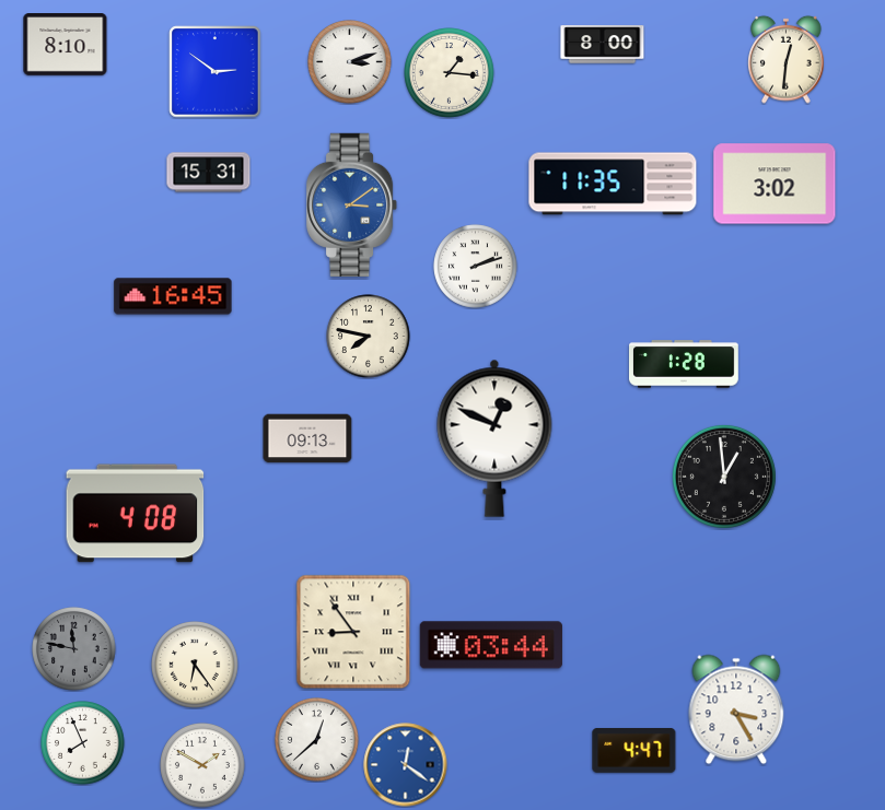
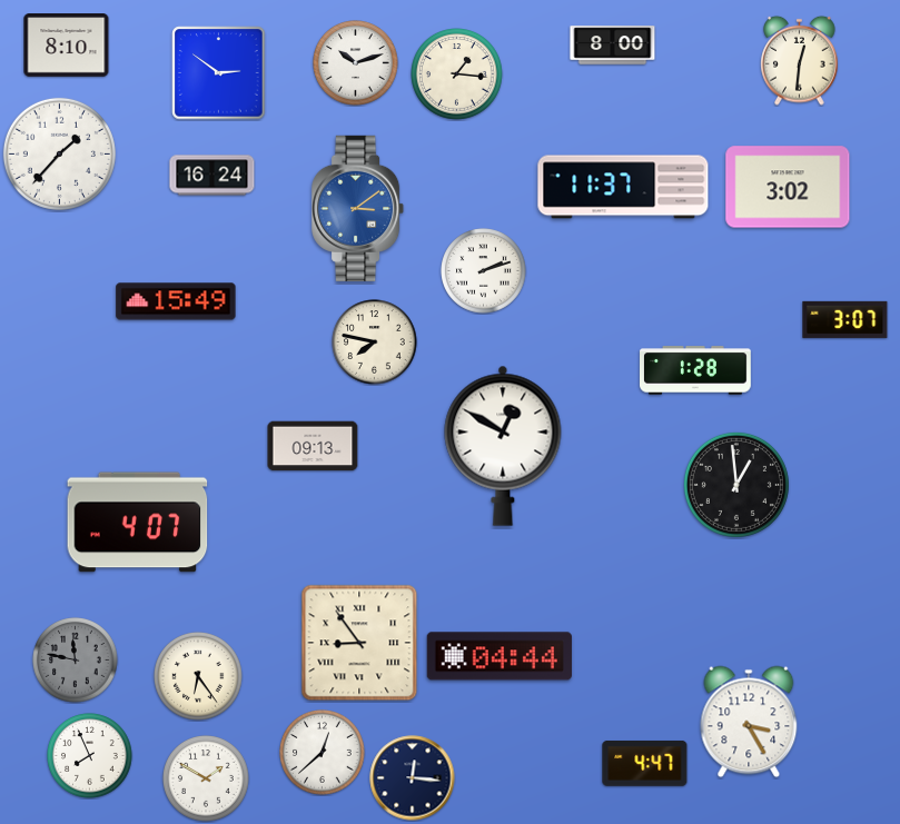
clock at (350, 62): 3:12 -> 10:12
clock at (59, 153): none -> 1:37
clock at (209, 173): 15:31 -> 16:24
clock at (613, 184): 11:35 -> 11:37
clock at (173, 296): 16:45 -> 15:49
clock at (845, 319): none -> 3:07
clock at (494, 438): 12:49 -> 12:50
clock at (136, 514): 4:08 -> 4:07
clock at (491, 645): 03:44 -> 04:44
clock at (83, 743) position: (83, 743) -> (90, 756)
clock at (406, 765): 12:21 -> 12:16
clock at (406, 765) dial: blue -> navy
